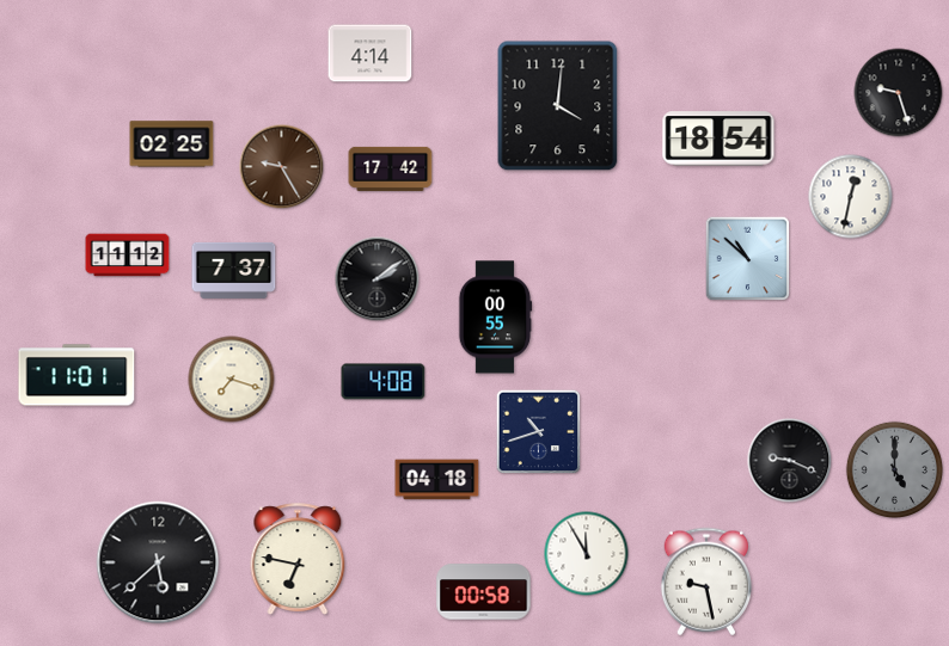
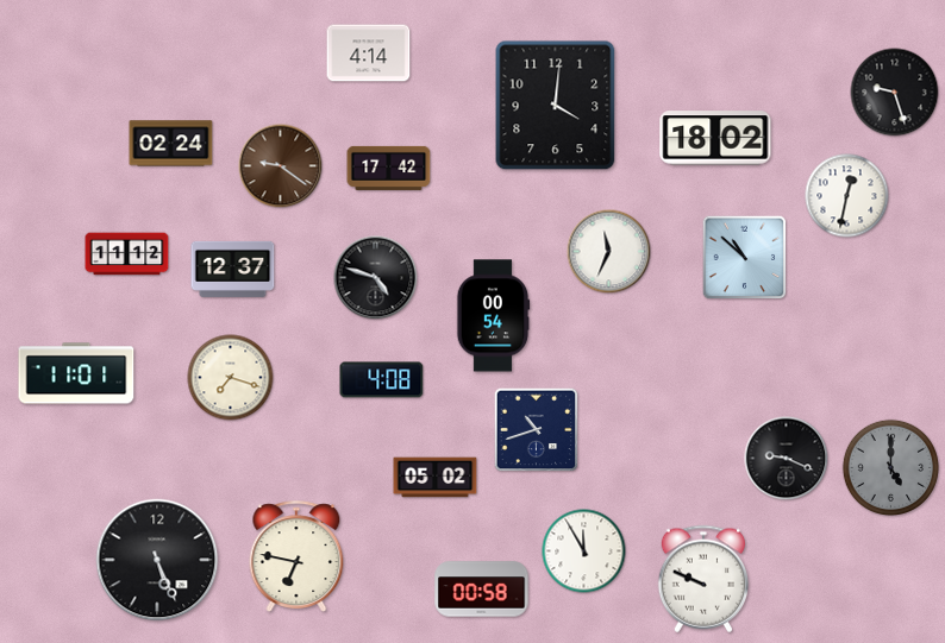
clock at (718, 139): 18:54 -> 18:02
clock at (172, 144): 02:25 -> 02:24
clock at (282, 167): 9:25 -> 9:21
clock at (609, 252): none -> 11:34
clock at (234, 270): 7:37 -> 12:37
clock at (378, 279): 2:09 -> 4:48
clock at (495, 318): 00:55 -> 00:54
clock at (437, 480): 04:18 -> 05:02
clock at (158, 562): 5:38 -> 5:26
clock at (705, 582): 9:28 -> 9:49
